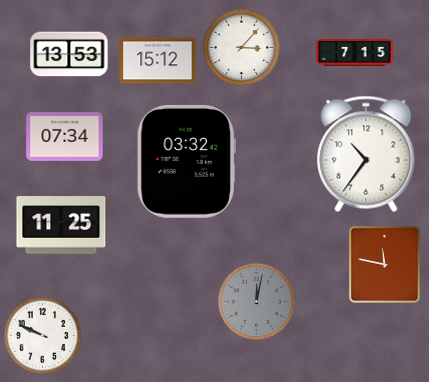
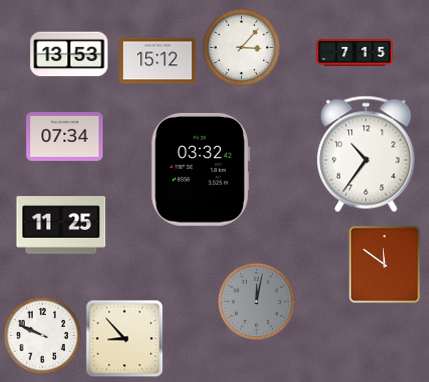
clock at (186, 161) position: (186, 161) -> (200, 169)
clock at (384, 264): 11:47 -> 11:51
clock at (124, 338): none -> 8:53
